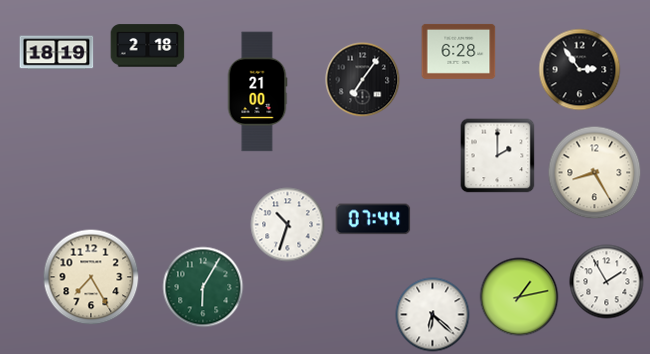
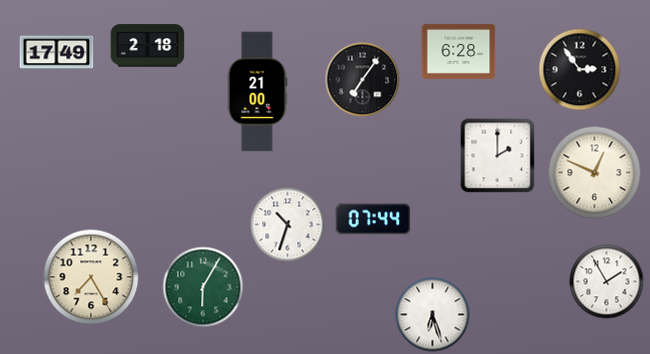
clock at (57, 53): 18:19 -> 17:49
clock at (595, 173): 8:25 -> 12:49
clock at (519, 297): 1:13 -> none
clock at (433, 315): 6:22 -> 6:27
